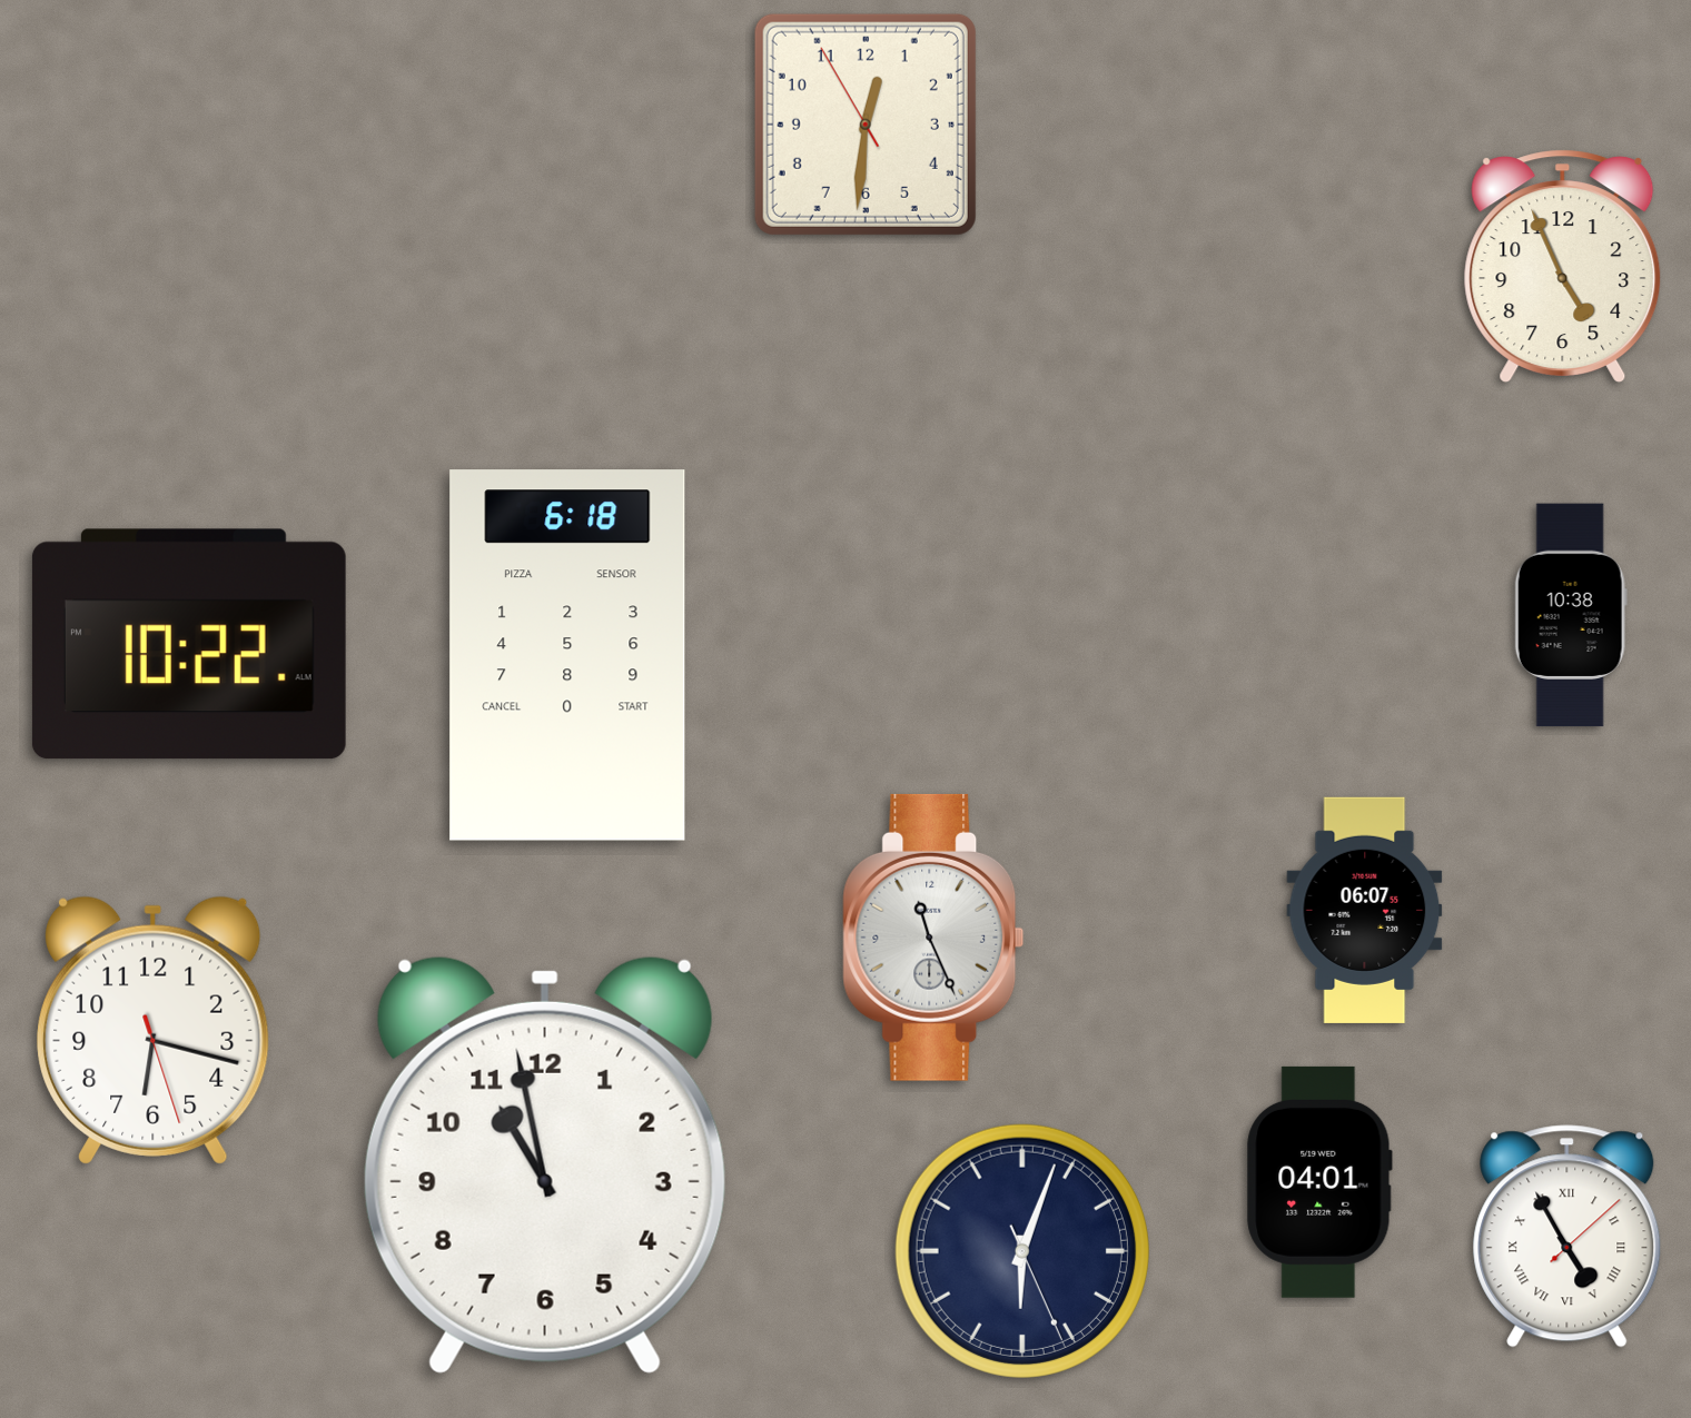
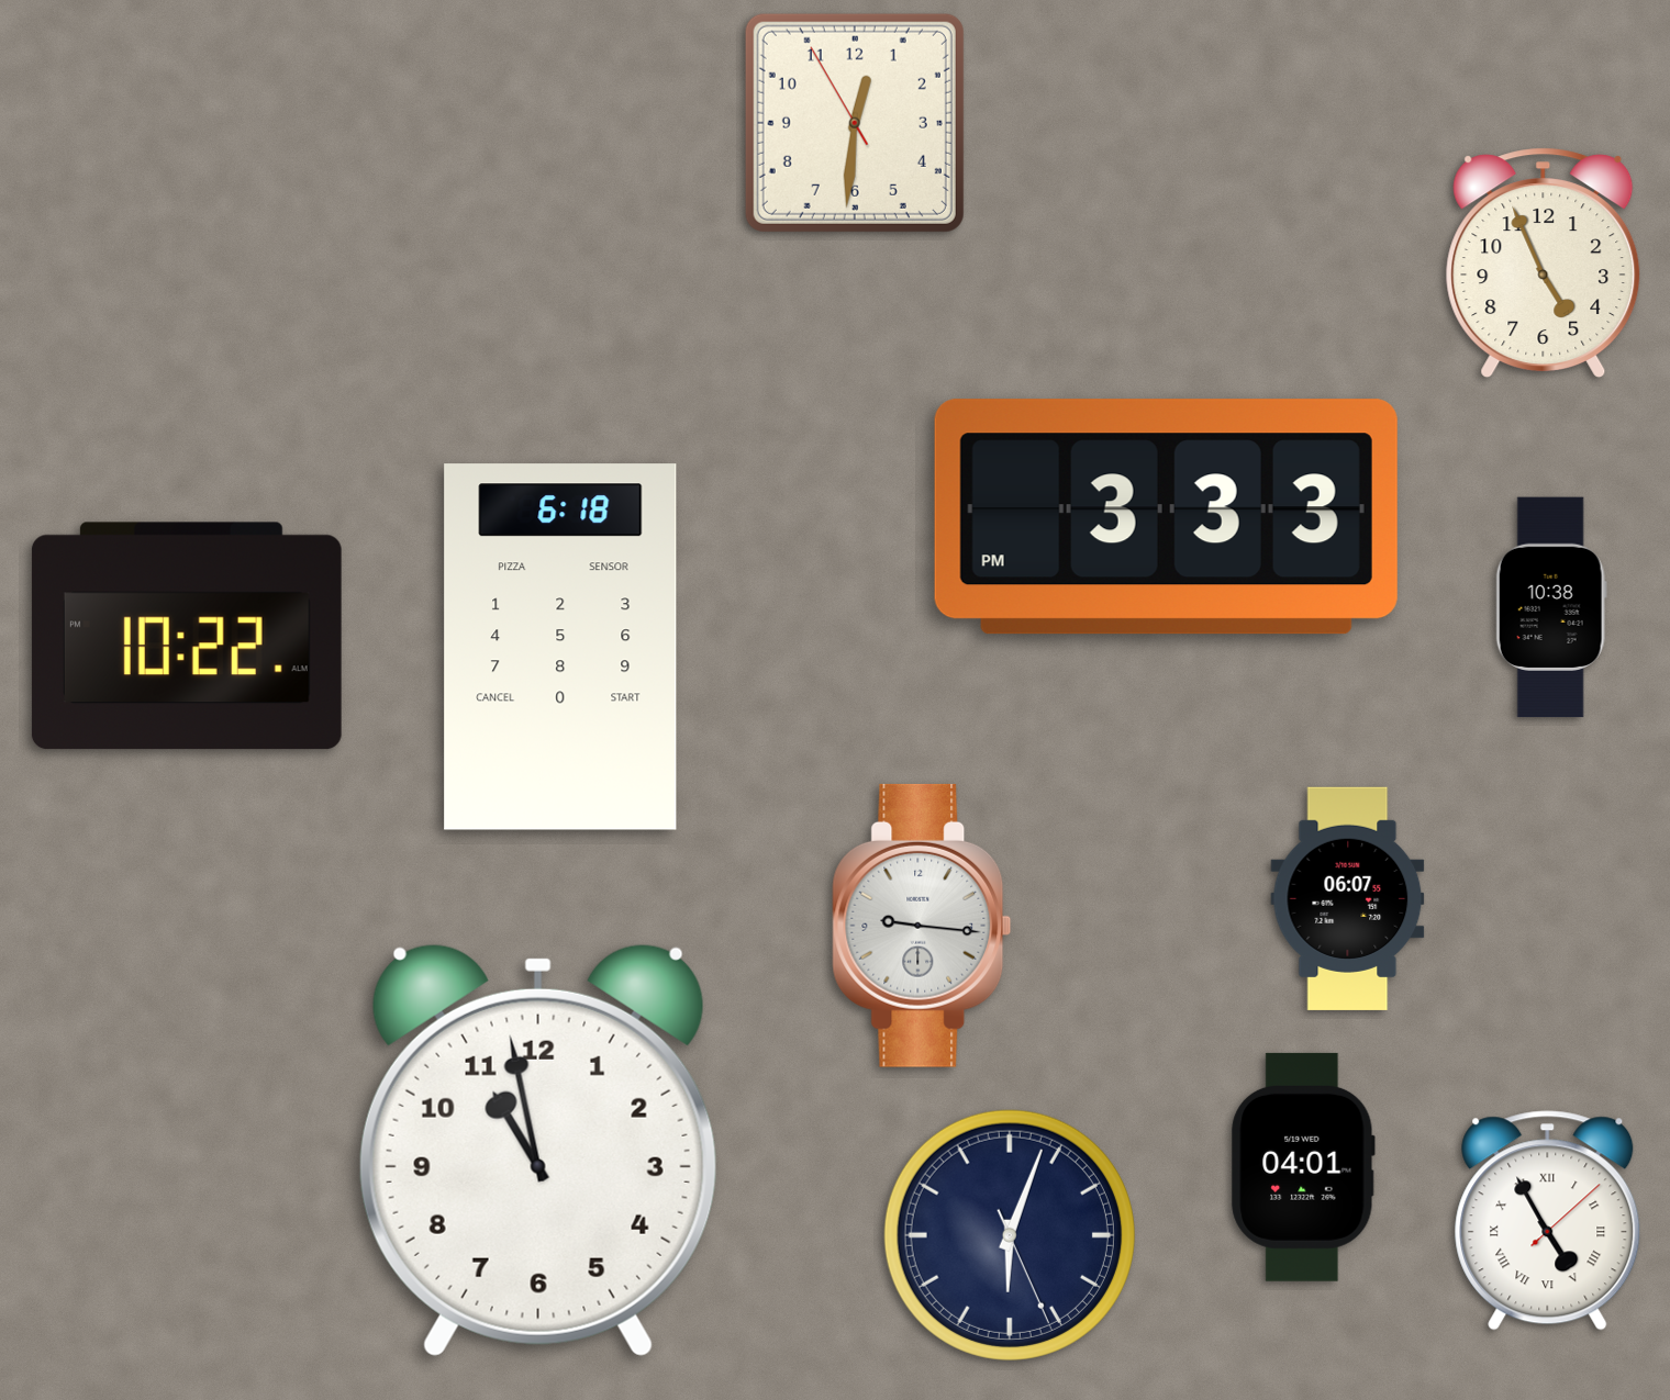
clock at (1166, 517): none -> 3:33
clock at (933, 938): 11:26 -> 9:16
clock at (154, 1030): 6:17 -> none
